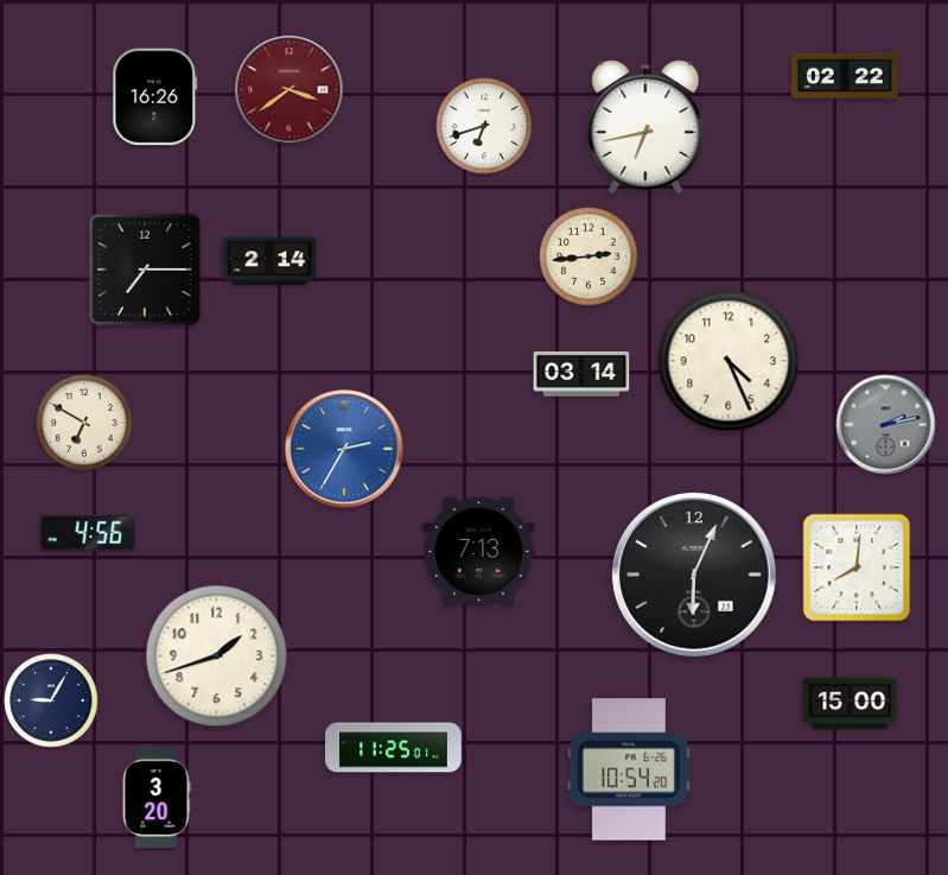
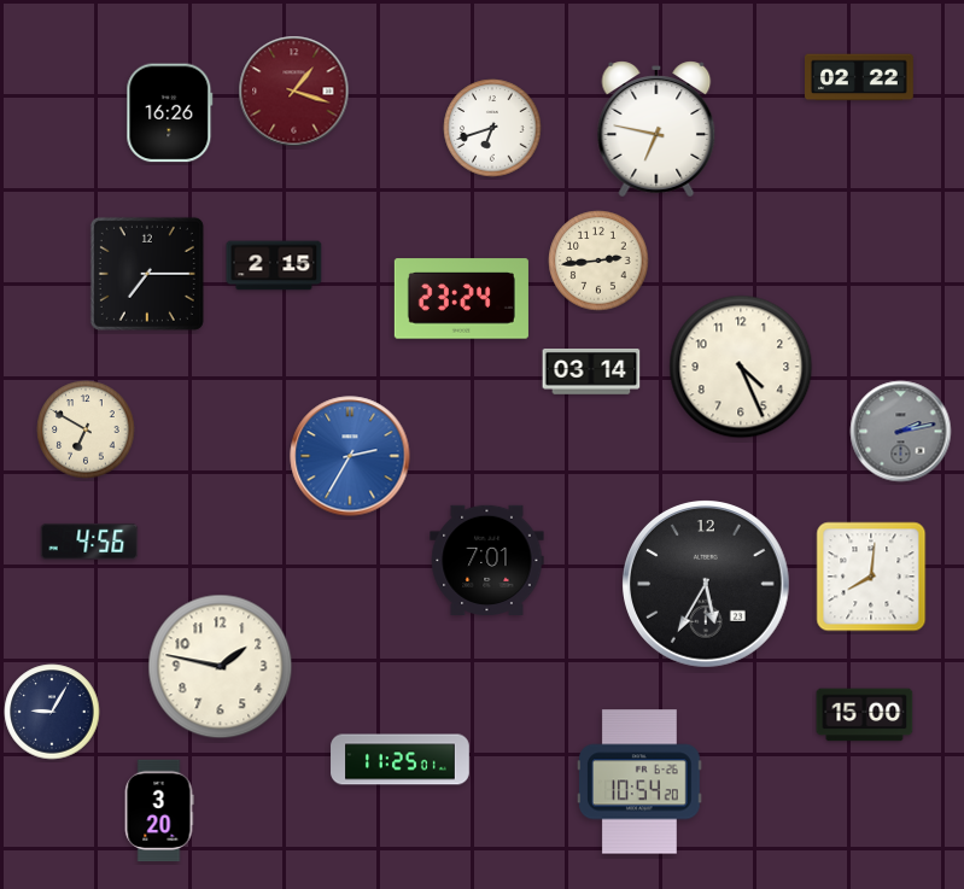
clock at (290, 90): 3:39 -> 1:18
clock at (155, 97) position: (155, 97) -> (170, 113)
clock at (645, 127): 6:43 -> 6:47
clock at (269, 261): 2:14 -> 2:15
clock at (461, 299): none -> 23:24
clock at (581, 375) position: (581, 375) -> (591, 373)
clock at (479, 551): 7:13 -> 7:01
clock at (694, 575): 6:04 -> 5:35
clock at (217, 657): 1:42 -> 1:47
